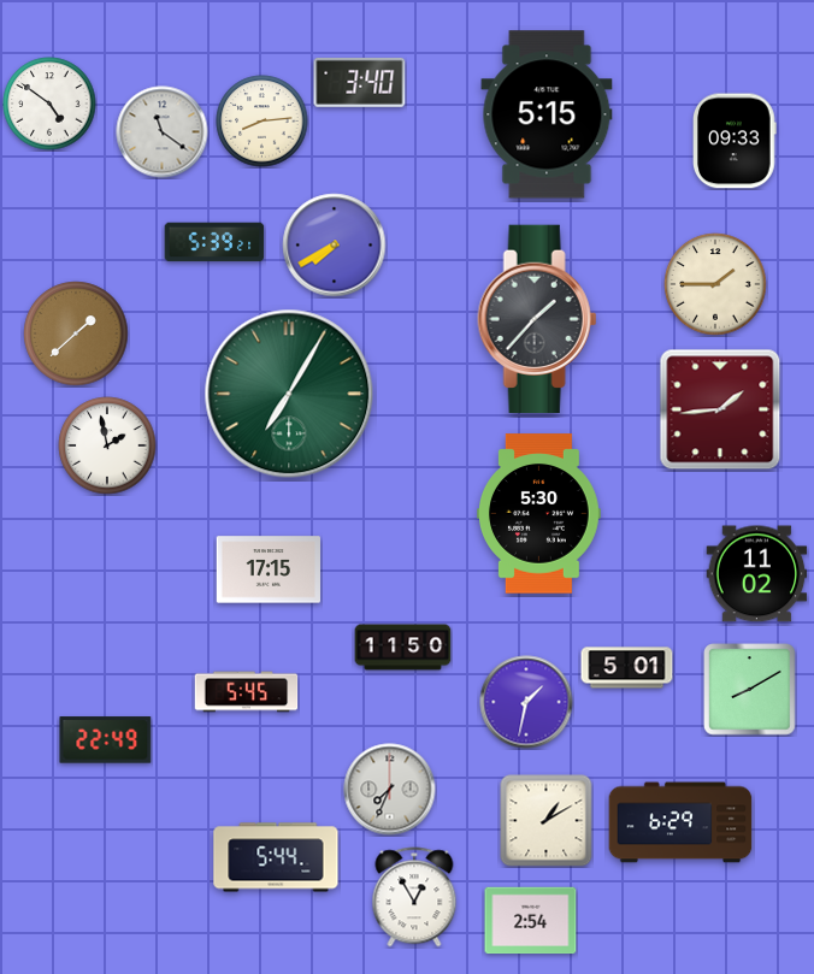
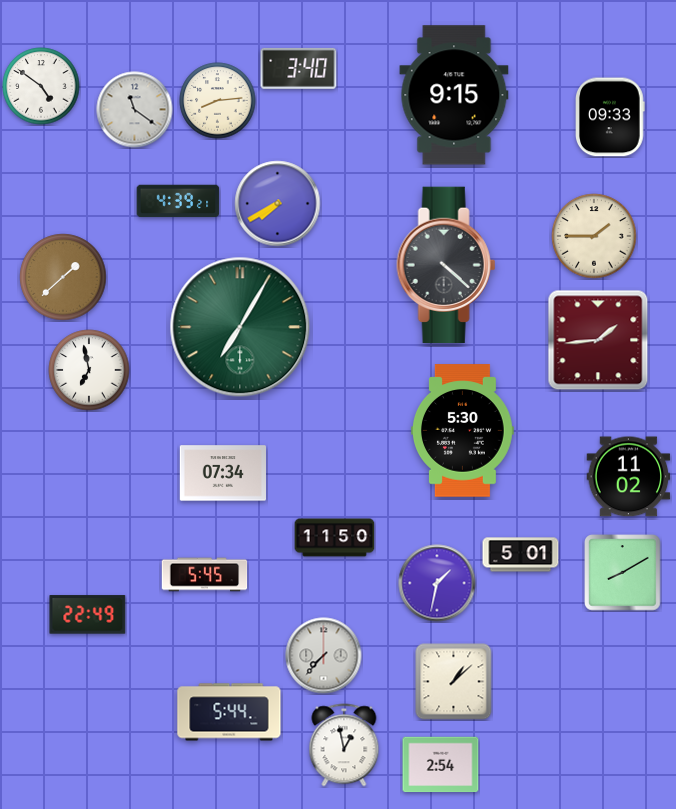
clock at (547, 114): 5:15 -> 9:15
clock at (214, 242): 5:39 -> 4:39
clock at (537, 318): 1:37 -> 4:22
clock at (107, 445): 1:58 -> 6:58
clock at (539, 514) position: (539, 514) -> (463, 431)
clock at (269, 569): 17:15 -> 07:34
clock at (390, 790): 7:34 -> 7:37
clock at (547, 821): 1:10 -> 1:08
clock at (680, 822): 6:29 -> none
clock at (414, 897): 12:55 -> 12:58
